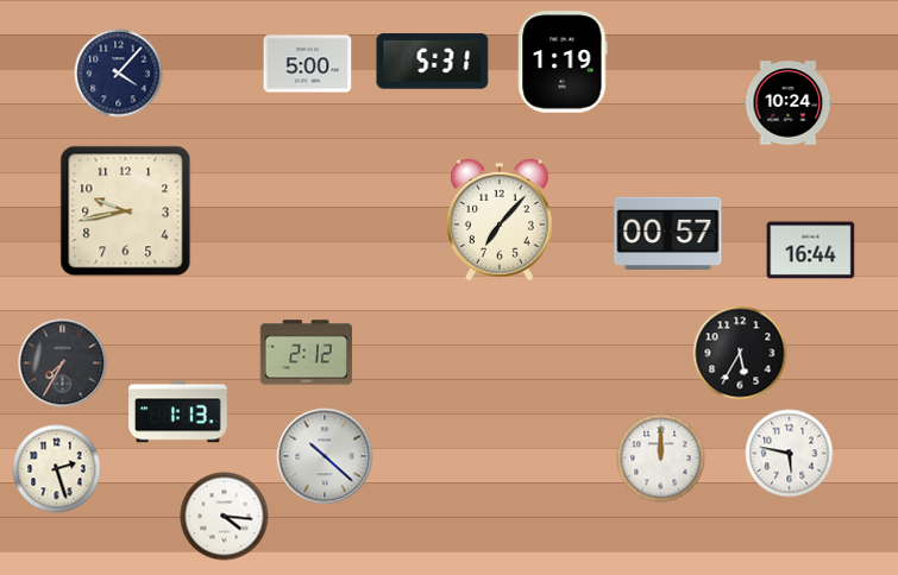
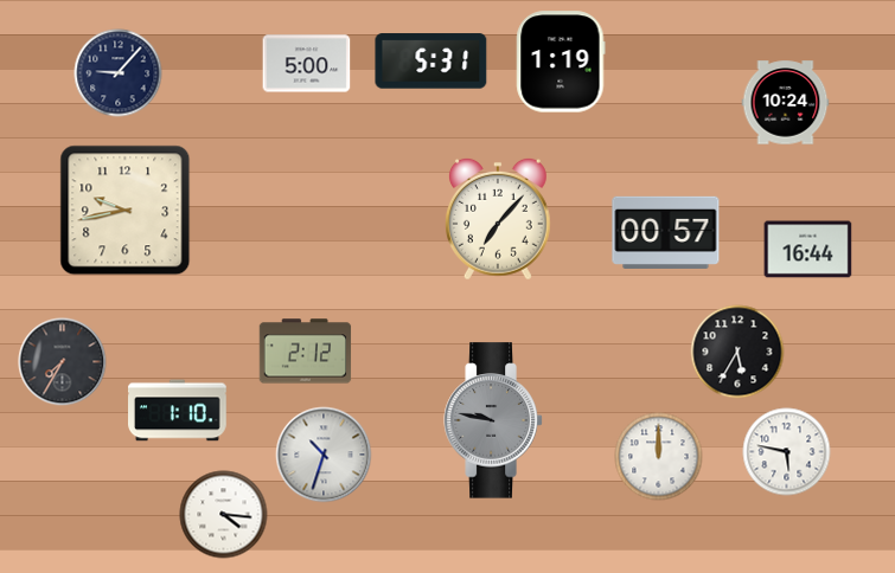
clock at (119, 74): 4:07 -> 9:07
clock at (178, 412): 1:13 -> 1:10
clock at (493, 420): none -> 9:47
clock at (325, 456): 10:22 -> 10:33
clock at (57, 469): 2:27 -> none
